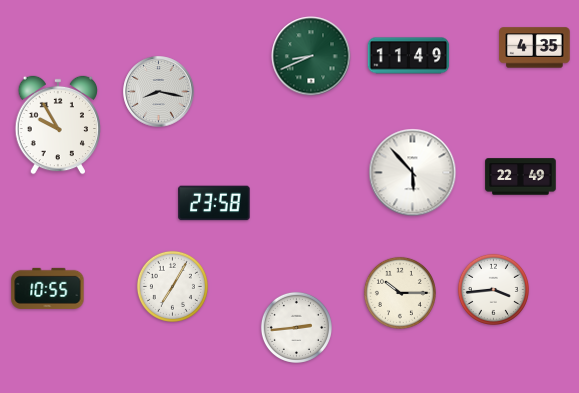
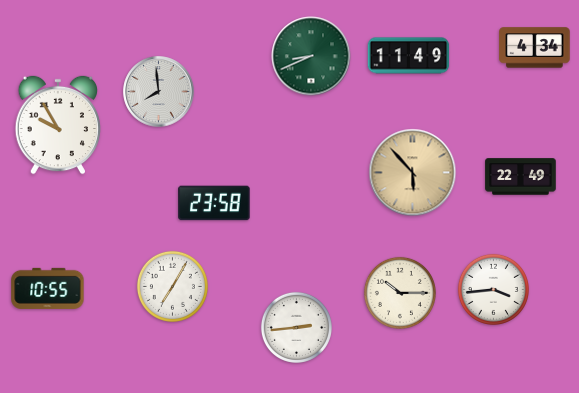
clock at (535, 48): 4:35 -> 4:34
clock at (159, 92): 8:17 -> 7:59
clock at (413, 173) dial: white -> champagne
